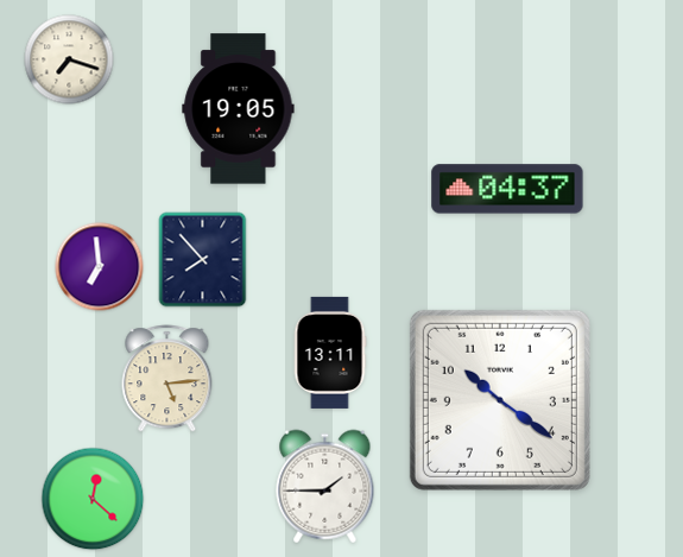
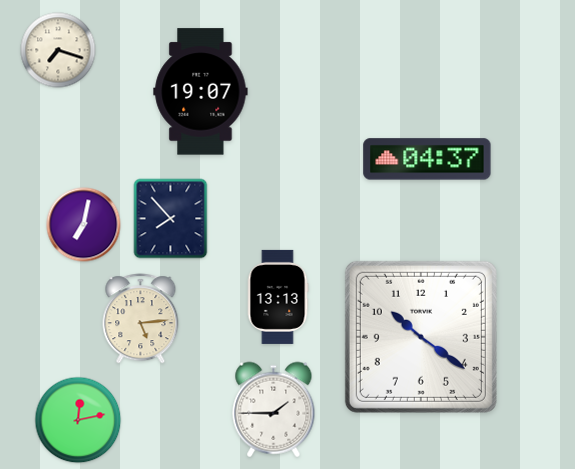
clock at (239, 109): 19:05 -> 19:07
clock at (100, 267): 6:59 -> 7:02
clock at (330, 353): 13:11 -> 13:13
clock at (93, 499): 12:22 -> 12:13
